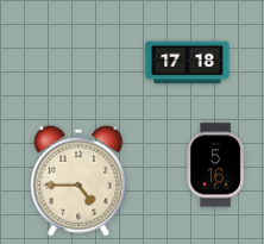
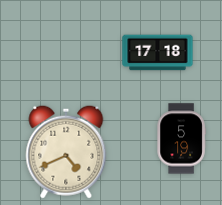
clock at (215, 165): 5:16 -> 5:19
clock at (78, 181): 4:45 -> 4:41
